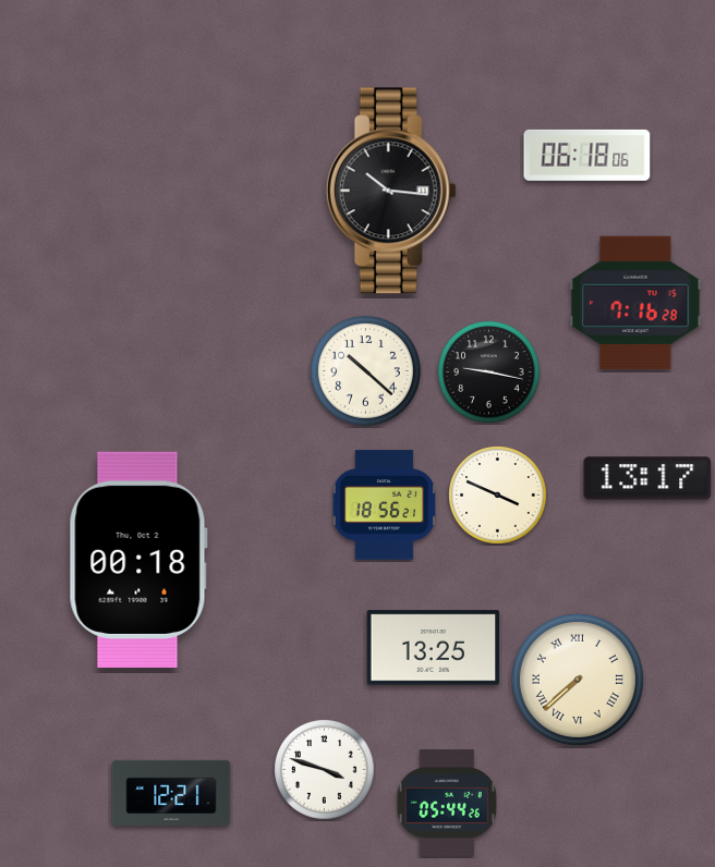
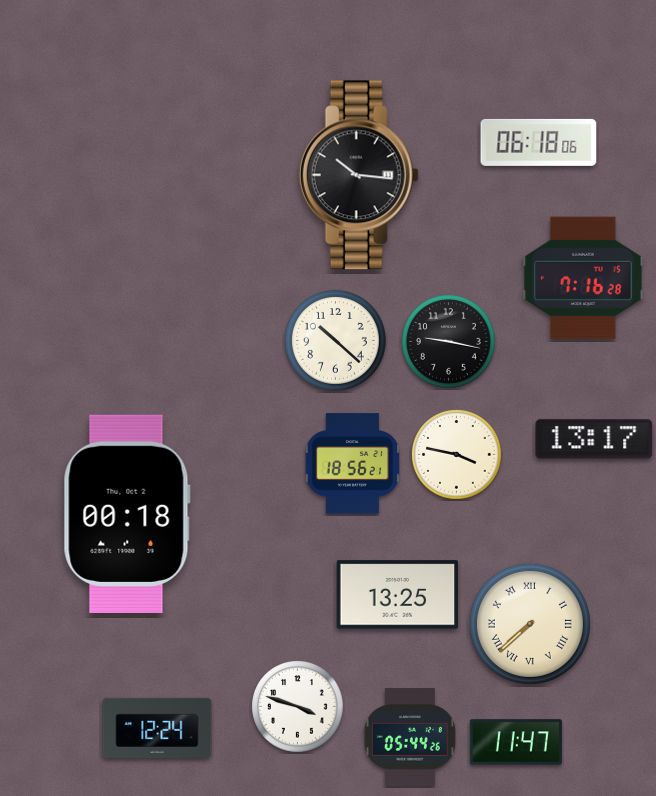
clock at (498, 496): 3:49 -> 3:47
clock at (171, 793): 12:21 -> 12:24
clock at (516, 742): none -> 11:47
